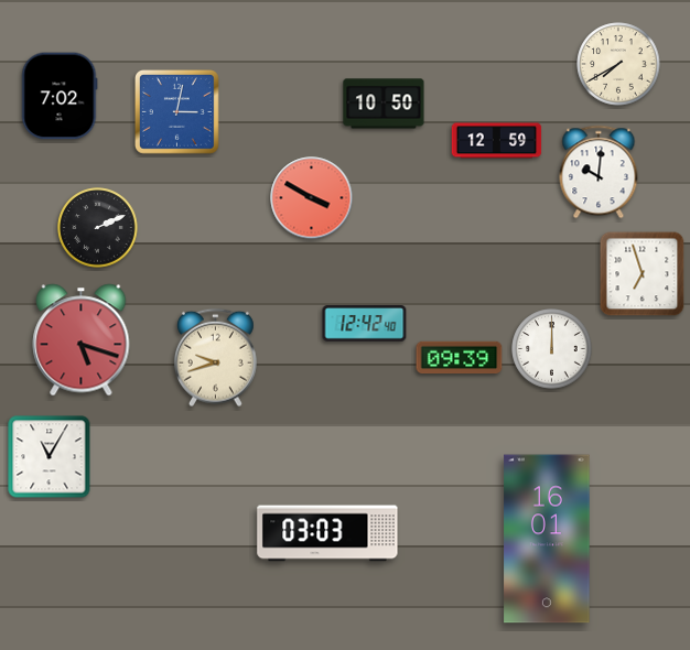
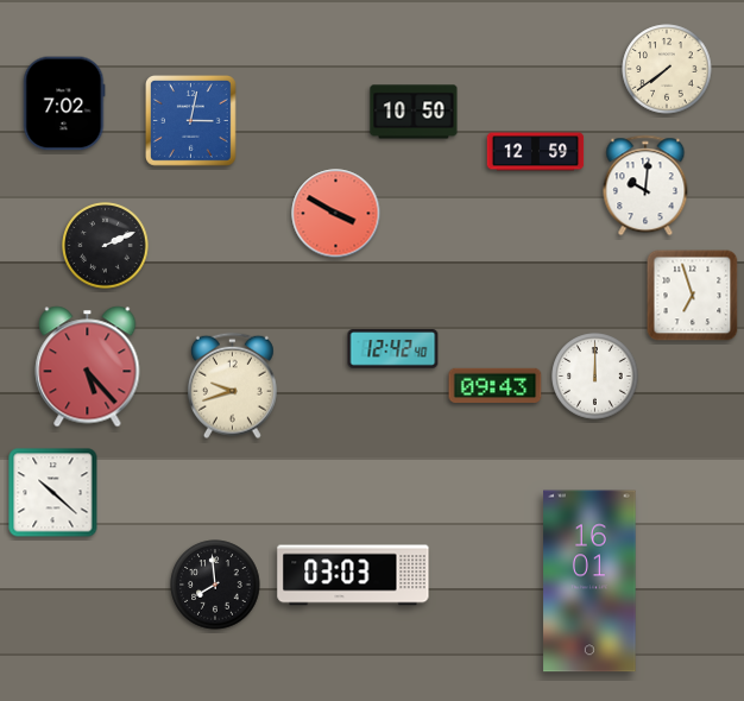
clock at (618, 64): 7:40 -> 7:39
clock at (82, 340): 5:18 -> 5:23
clock at (460, 358): 09:39 -> 09:43
clock at (50, 457): 11:05 -> 10:22
clock at (215, 585): none -> 7:59
